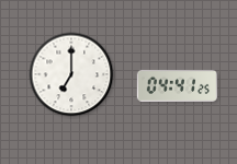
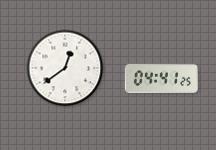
clock at (71, 74): 7:00 -> 12:39
